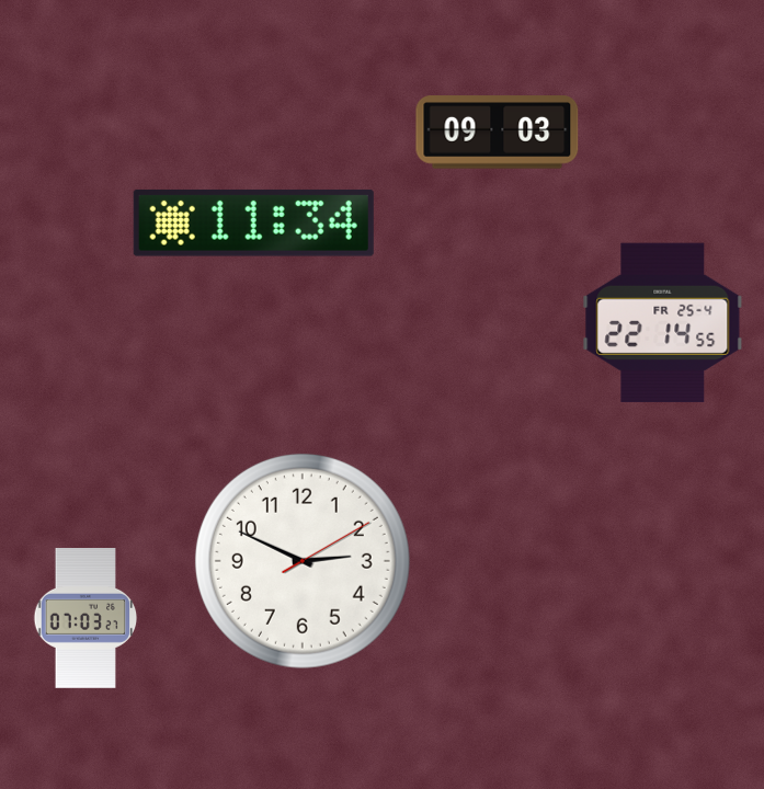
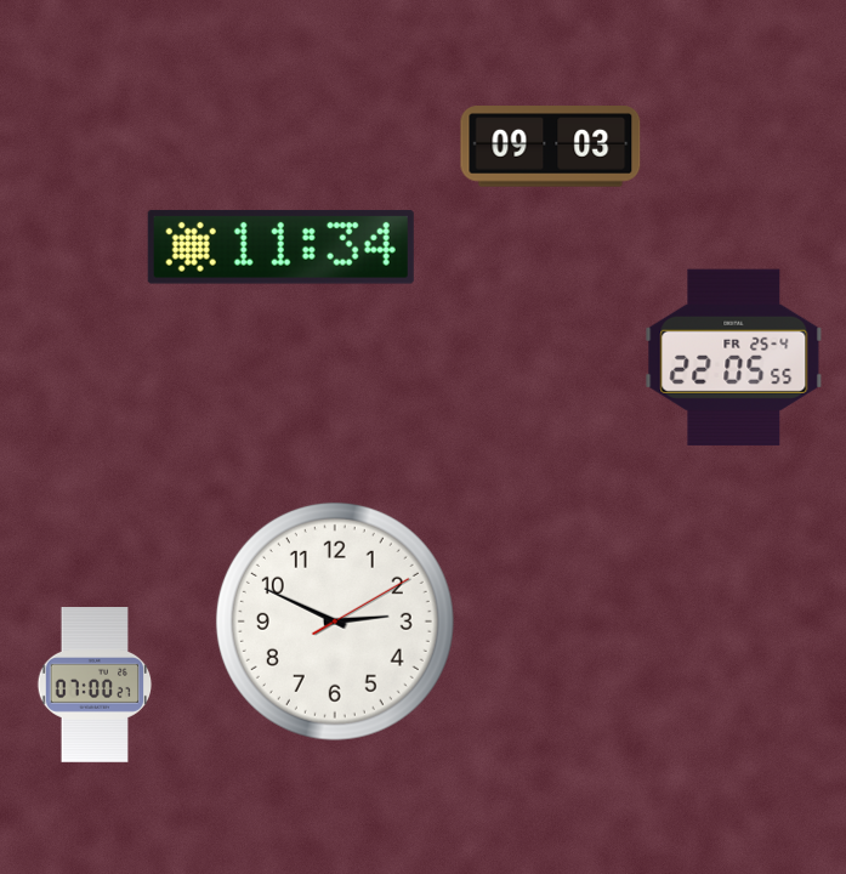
clock at (663, 322): 22:14 -> 22:05
clock at (85, 619): 07:03 -> 07:00
